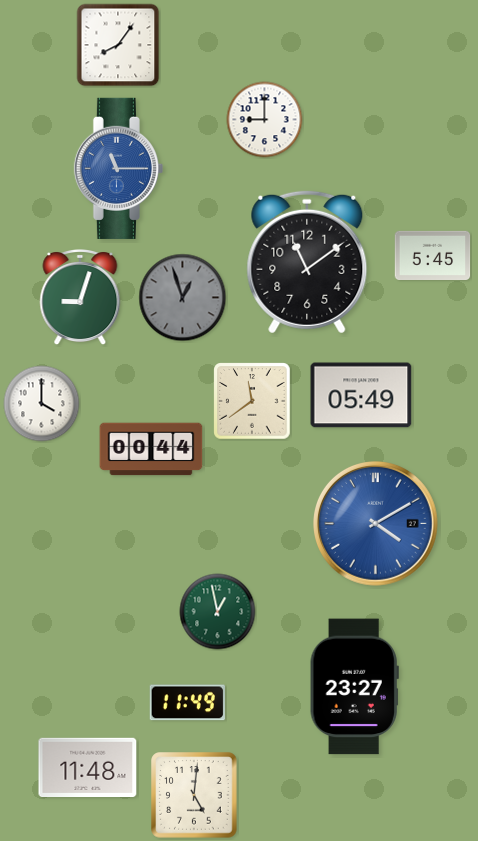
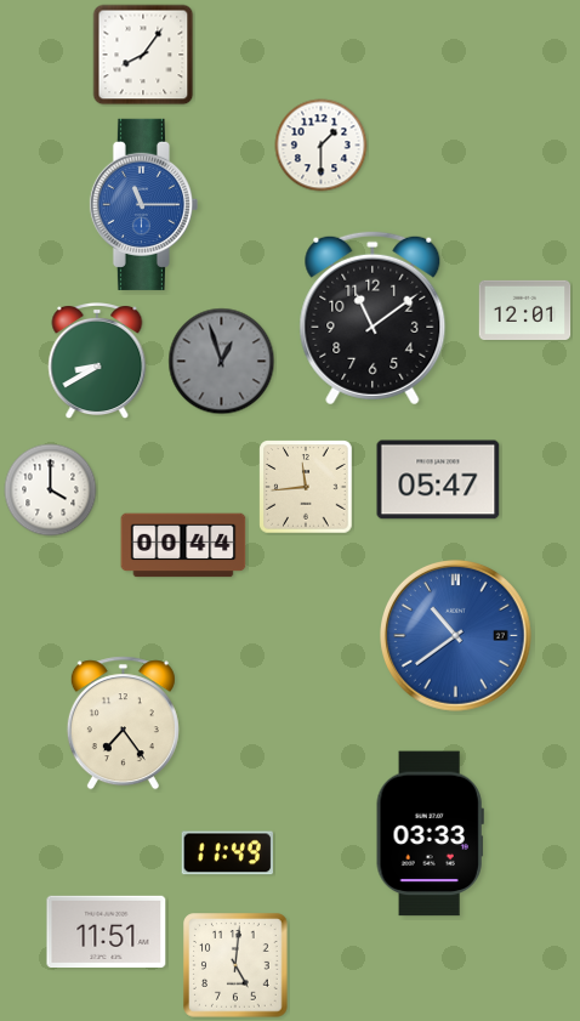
clock at (265, 120): 9:00 -> 1:30
clock at (433, 255): 5:45 -> 12:01
clock at (80, 298): 9:03 -> 8:40
clock at (361, 395): 05:49 -> 05:47
clock at (252, 401): 11:39 -> 11:44
clock at (376, 524): 4:10 -> 10:39
clock at (123, 724): none -> 7:24
clock at (218, 612): 12:58 -> none
clock at (354, 687): 23:27 -> 03:33
clock at (88, 767): 11:48 -> 11:51
